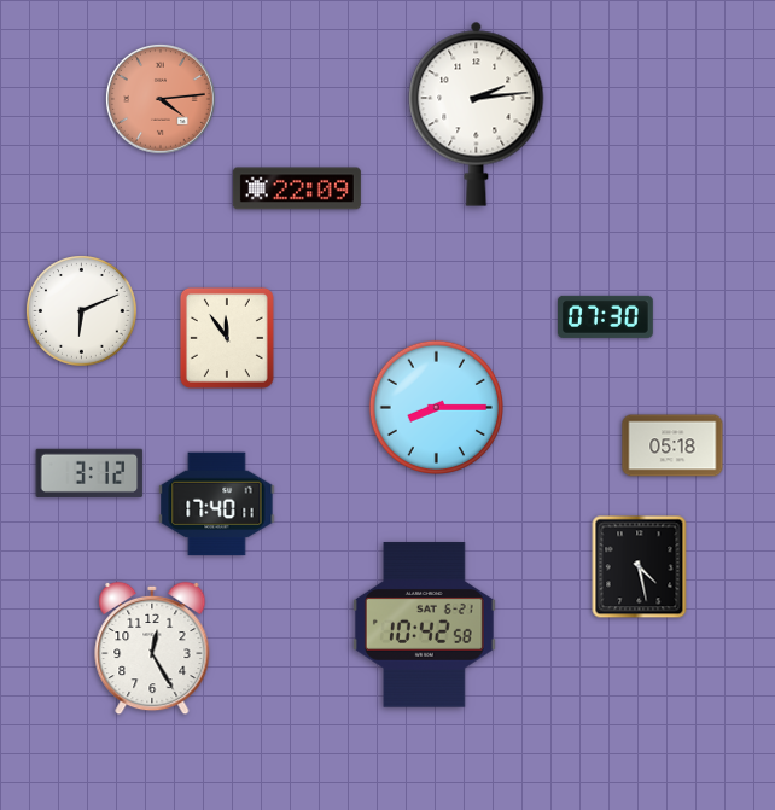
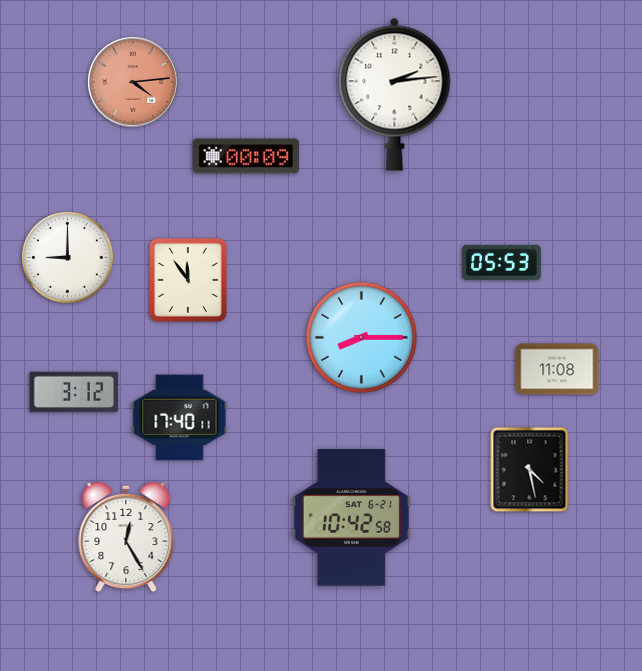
clock at (297, 188): 22:09 -> 00:09
clock at (82, 311): 6:11 -> 9:00
clock at (606, 316): 07:30 -> 05:53
clock at (672, 445): 05:18 -> 11:08
